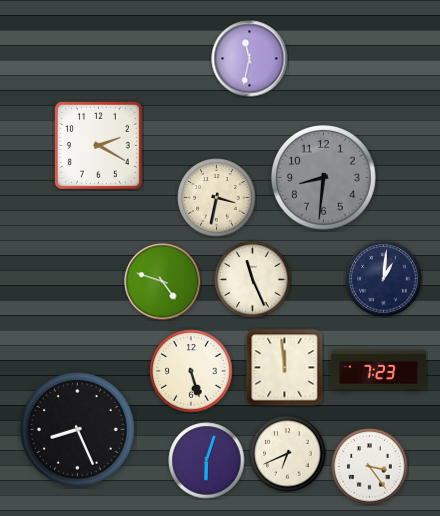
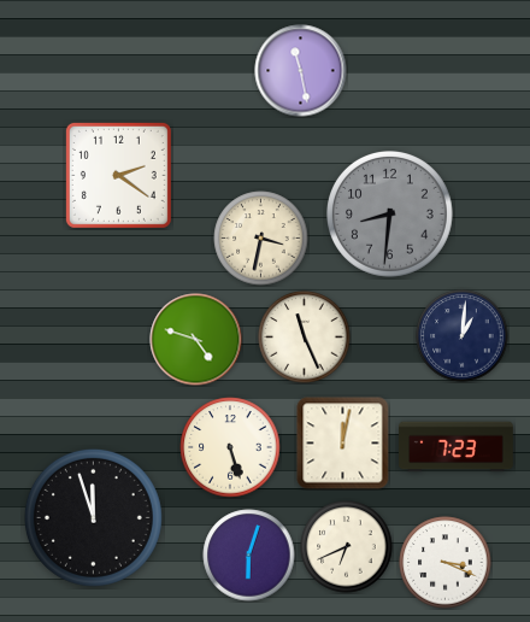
clock at (250, 59): 11:32 -> 11:28
clock at (98, 145): 2:20 -> 2:21
clock at (285, 368): 11:59 -> 12:02
clock at (77, 429): 8:26 -> 11:57
clock at (370, 467): 3:24 -> 3:19
